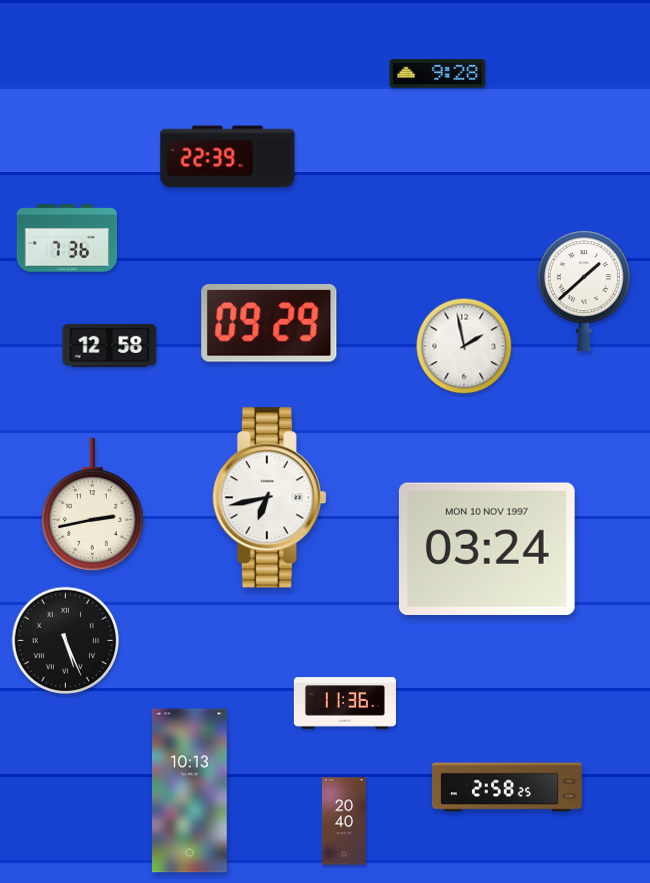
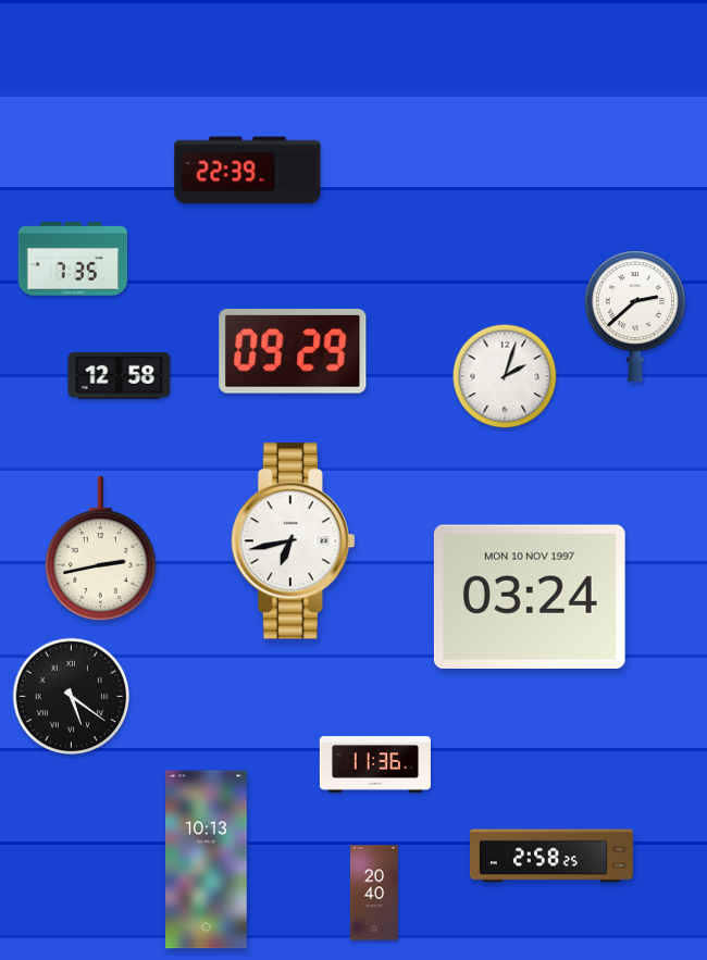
clock at (438, 74): 9:28 -> none
clock at (67, 238): 7:36 -> 7:35
clock at (584, 291): 1:38 -> 2:38
clock at (464, 346): 1:58 -> 2:03
clock at (66, 641): 5:26 -> 5:21
